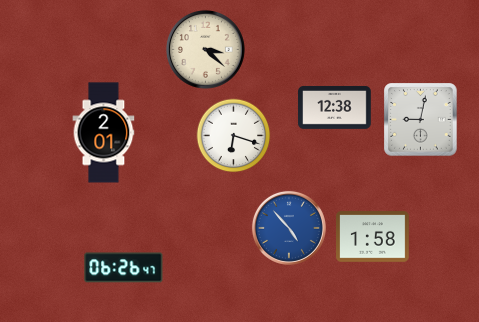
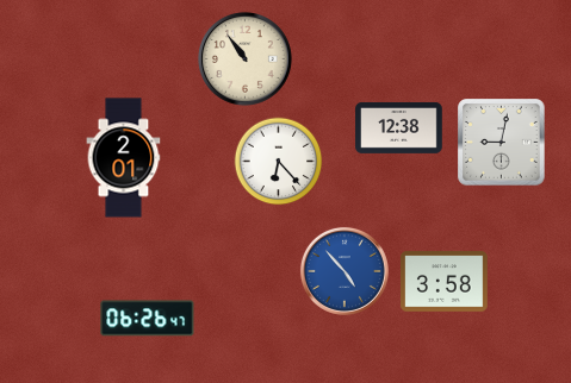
clock at (205, 49): 3:22 -> 10:54
clock at (234, 136): 6:18 -> 6:23
clock at (373, 237): 1:58 -> 3:58
